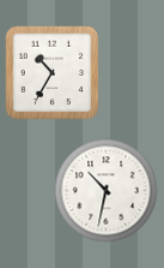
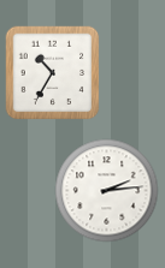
clock at (105, 190): 10:32 -> 2:14
